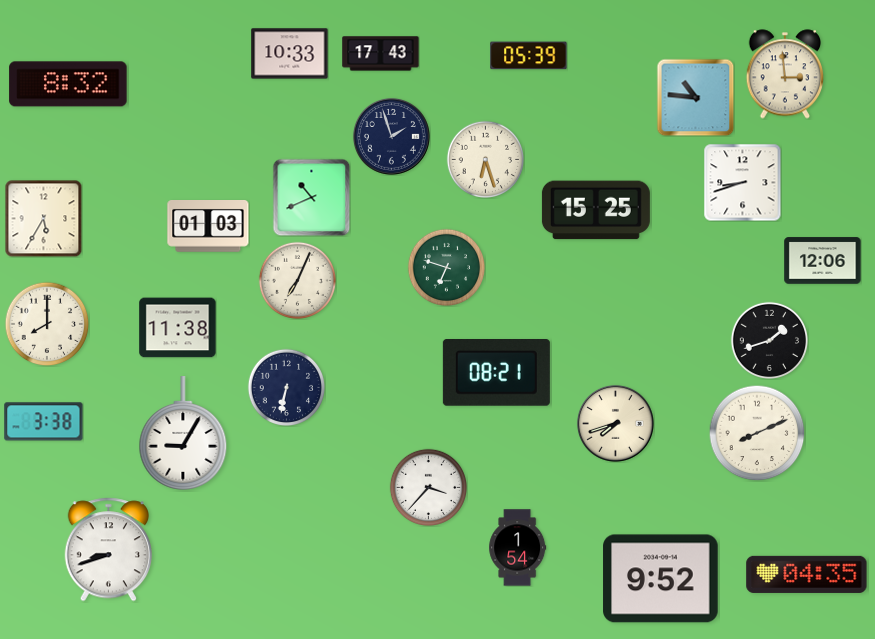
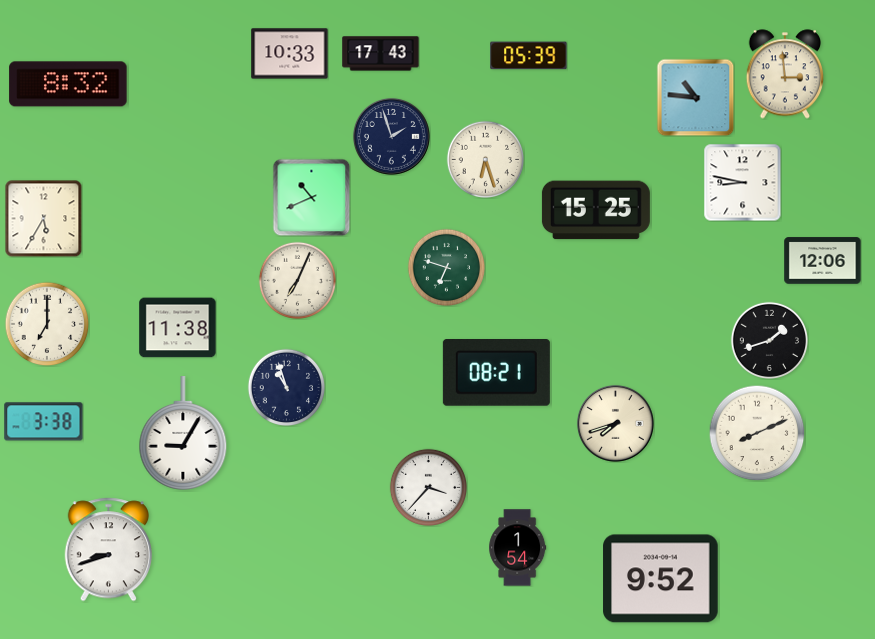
clock at (742, 182): 8:42 -> 8:47
clock at (208, 226): 01:03 -> none
clock at (47, 324): 8:00 -> 7:00
clock at (286, 387): 6:32 -> 10:57
clock at (807, 574): 04:35 -> none
